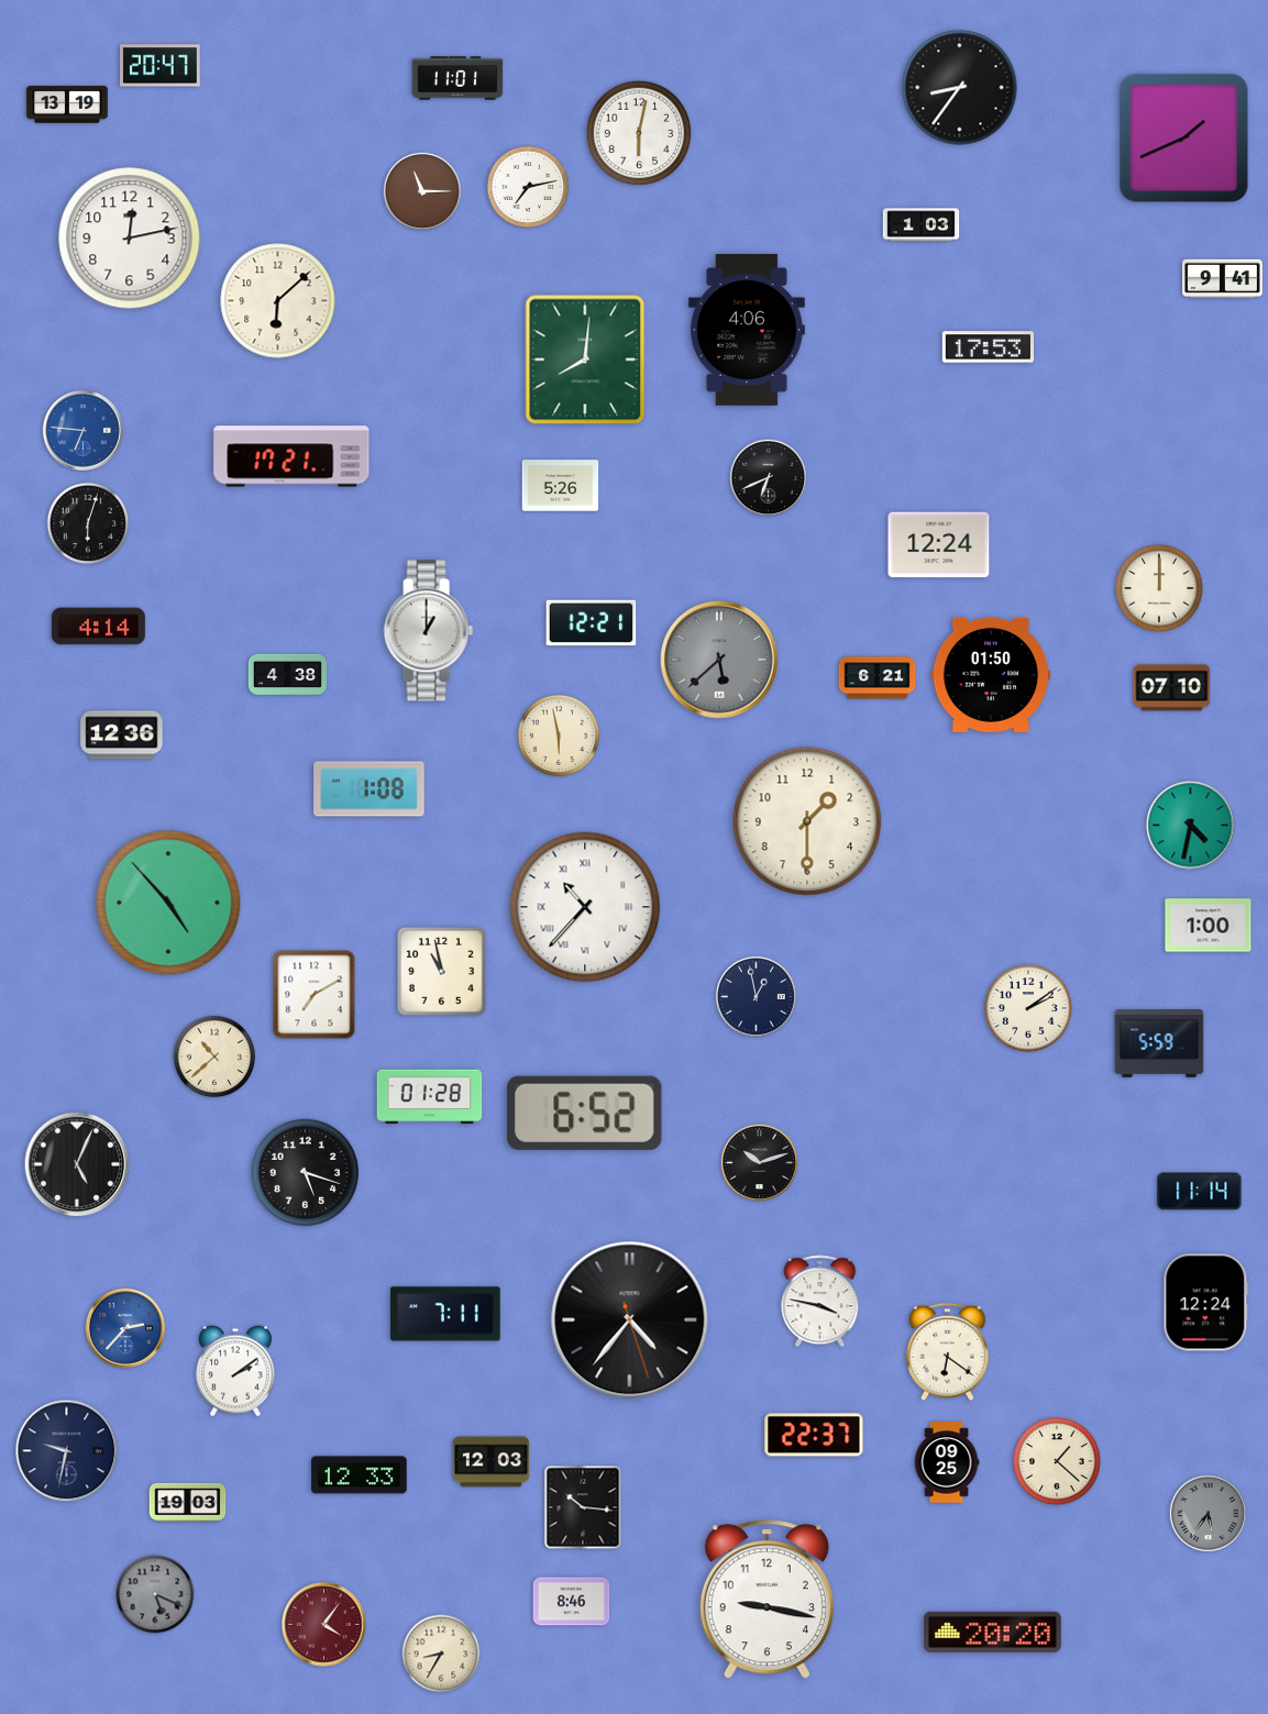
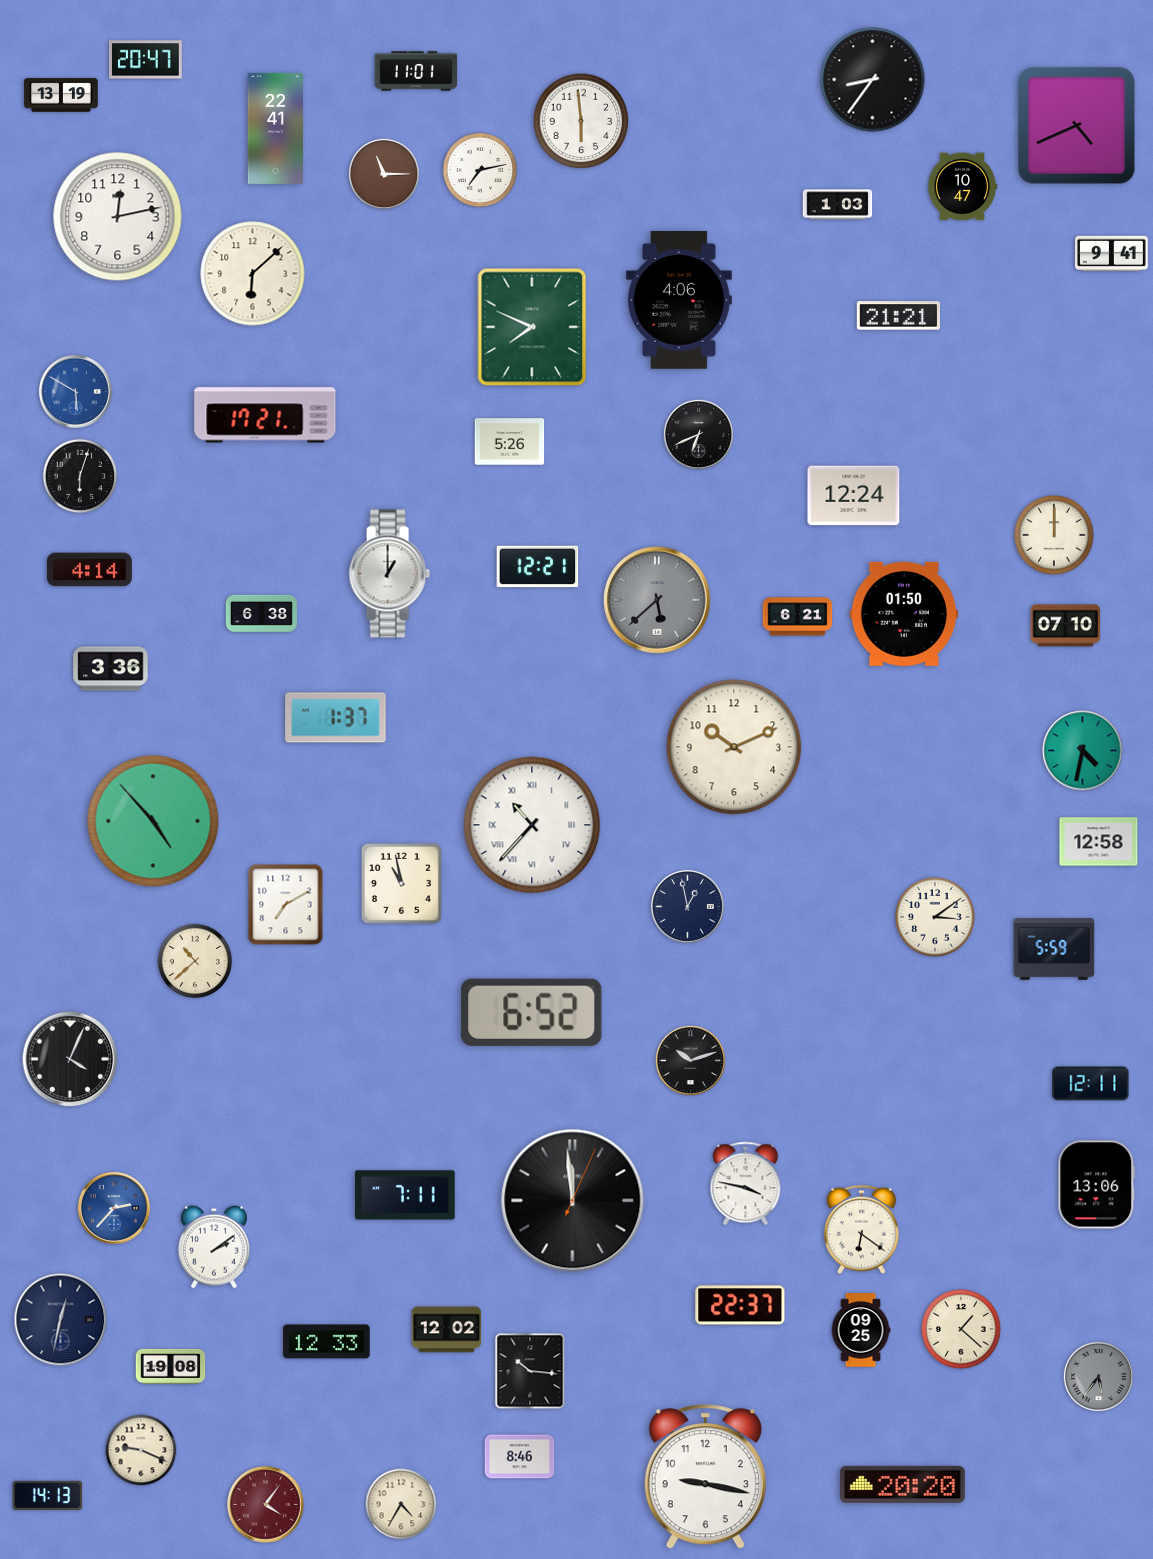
clock at (639, 133): 6:02 -> 5:59
clock at (1184, 139): 1:41 -> 4:41
clock at (275, 128): none -> 22:41
clock at (962, 187): none -> 10:47
clock at (988, 347): 17:53 -> 21:21
clock at (585, 360): 8:01 -> 7:49
clock at (82, 430): 6:46 -> 5:50
clock at (719, 660) position: (719, 660) -> (657, 600)
clock at (287, 674): 4:38 -> 6:38
clock at (991, 675) position: (991, 675) -> (904, 614)
clock at (122, 736): 12:36 -> 3:36
clock at (559, 736): 5:58 -> none
clock at (370, 789): 1:08 -> 1:37
clock at (807, 821): 1:30 -> 10:11
clock at (1209, 926): 1:00 -> 12:58
clock at (1028, 1008): 2:09 -> 3:09
clock at (430, 1097): 01:28 -> none
clock at (760, 1163) position: (760, 1163) -> (691, 1061)
clock at (77, 1164): 5:04 -> 4:04
clock at (305, 1172): 5:18 -> none
clock at (1200, 1192): 11:14 -> 12:11
clock at (1206, 1303): 12:24 -> 13:06
clock at (630, 1320): 4:36 -> 11:59
clock at (67, 1451): 9:32 -> 12:32
clock at (492, 1462): 12:03 -> 12:02
clock at (188, 1502): 19:03 -> 19:08
clock at (155, 1594): 5:19 -> 9:19
clock at (155, 1594) dial: grey -> cream
clock at (767, 1600) position: (767, 1600) -> (705, 1477)
clock at (324, 1625) position: (324, 1625) -> (266, 1505)
clock at (48, 1495): none -> 14:13
clock at (441, 1654): 8:35 -> 4:35
